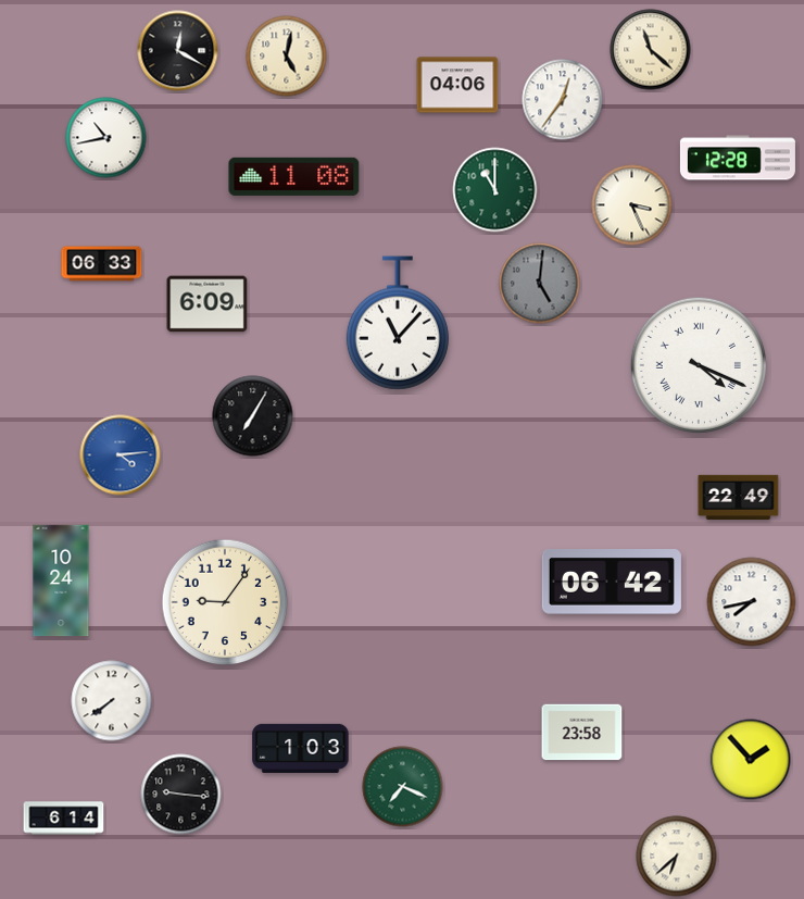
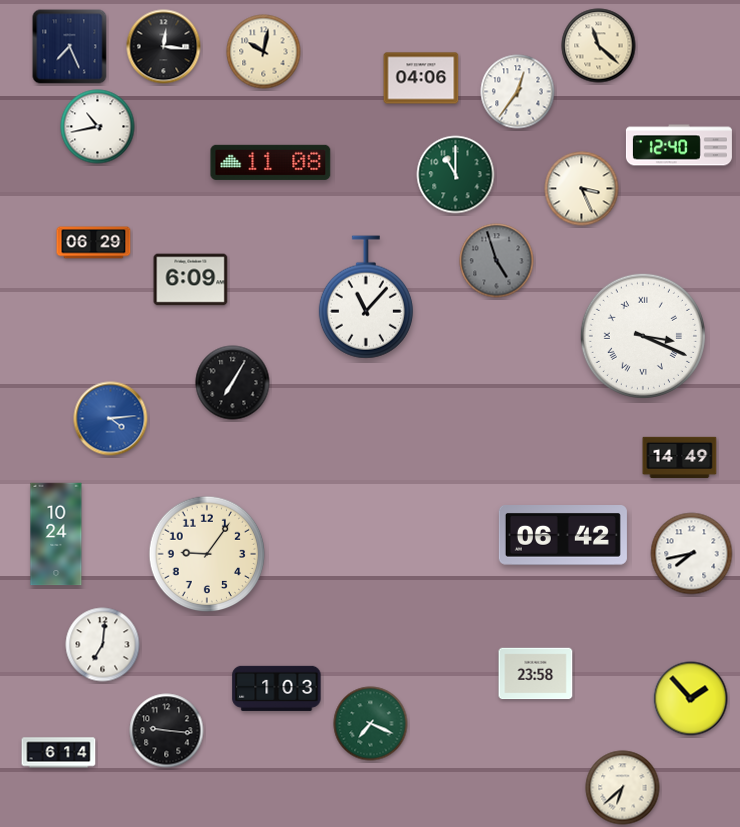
clock at (70, 47): none -> 7:26
clock at (178, 51): 12:20 -> 12:16
clock at (287, 57): 5:02 -> 10:02
clock at (738, 158): 12:28 -> 12:40
clock at (102, 264): 06:33 -> 06:29
clock at (540, 284): 5:01 -> 4:57
clock at (699, 365): 4:19 -> 3:19
clock at (739, 497): 22:49 -> 14:49
clock at (112, 701): 7:39 -> 7:01
